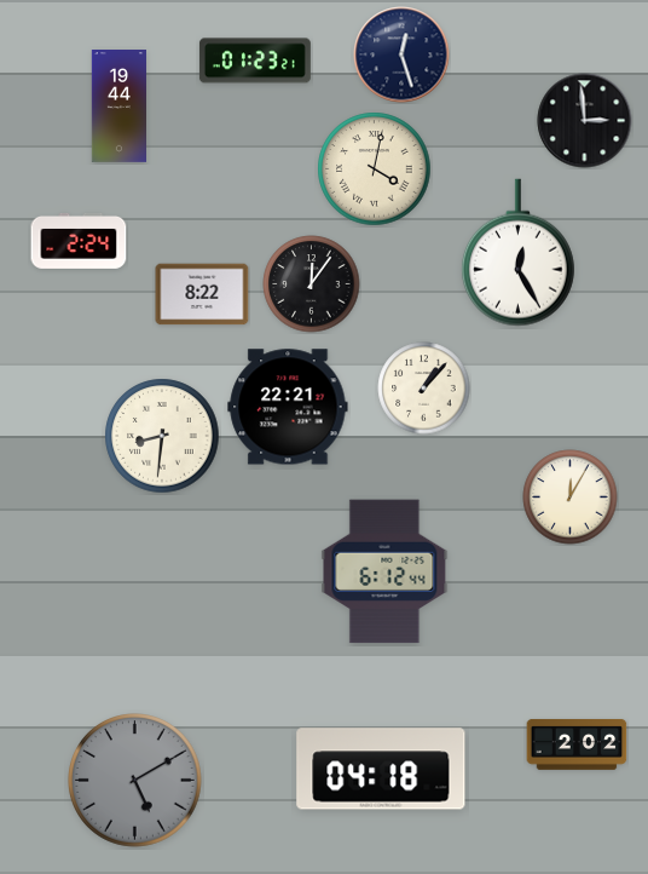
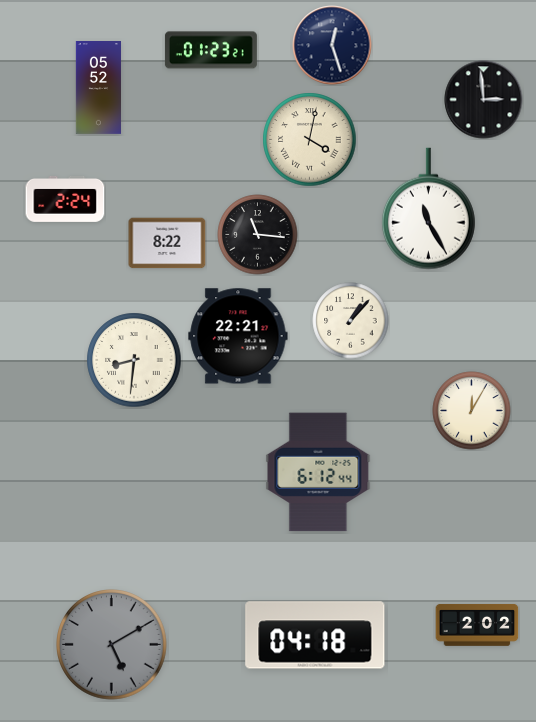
clock at (118, 107): 19:44 -> 05:52
clock at (517, 253): 12:25 -> 11:25
clock at (312, 284): 12:06 -> 11:16
clock at (577, 744) position: (577, 744) -> (477, 625)
